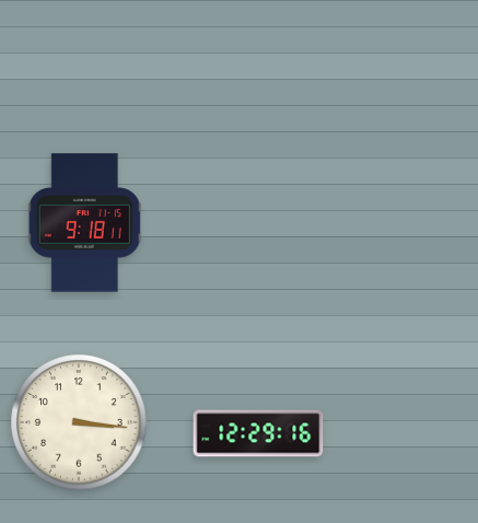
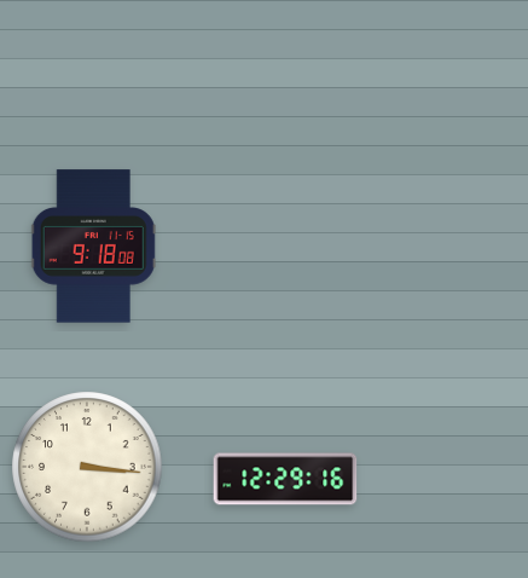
clock at (84, 223): 9:18:11 -> 9:18:08
